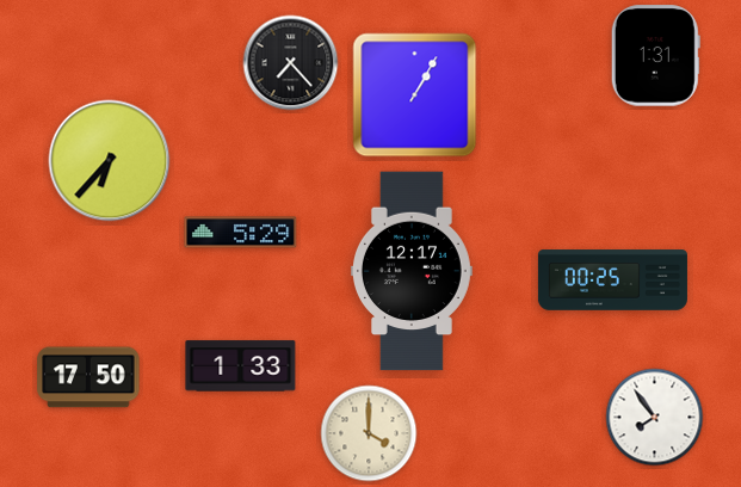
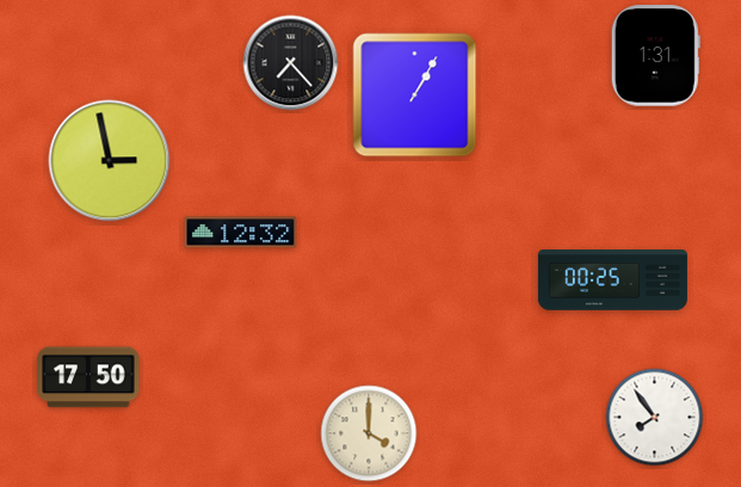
clock at (110, 161): 6:37 -> 2:58
clock at (241, 233): 5:29 -> 12:32
clock at (412, 271): 12:17 -> none
clock at (241, 366): 1:33 -> none
